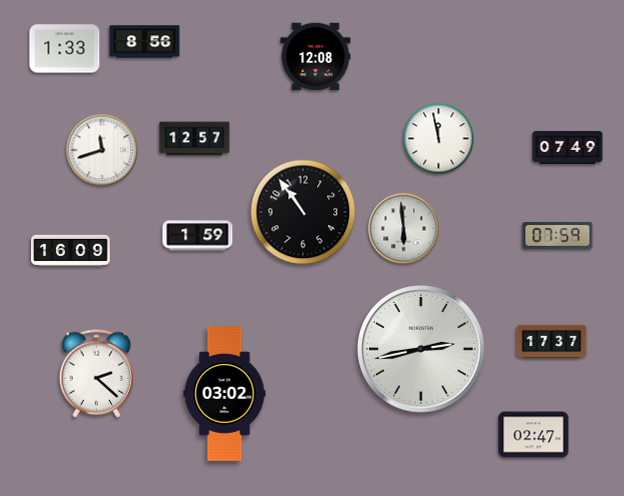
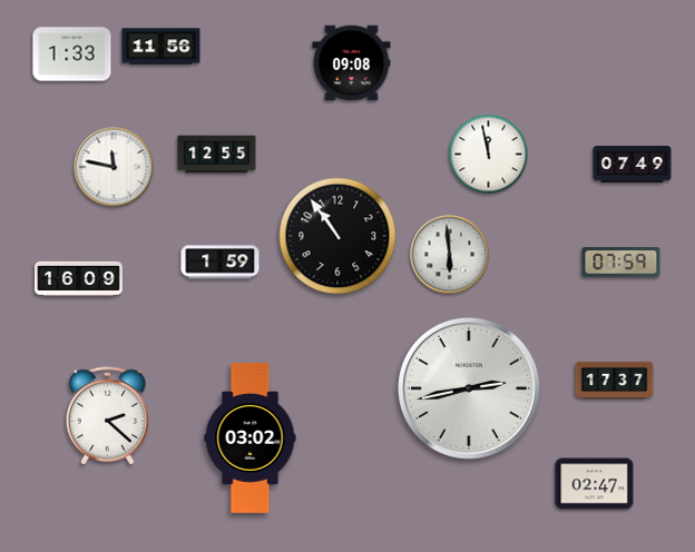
clock at (145, 42): 8:56 -> 11:56
clock at (316, 57): 12:08 -> 09:08
clock at (195, 139): 12:57 -> 12:55
clock at (102, 150): 11:42 -> 11:47
